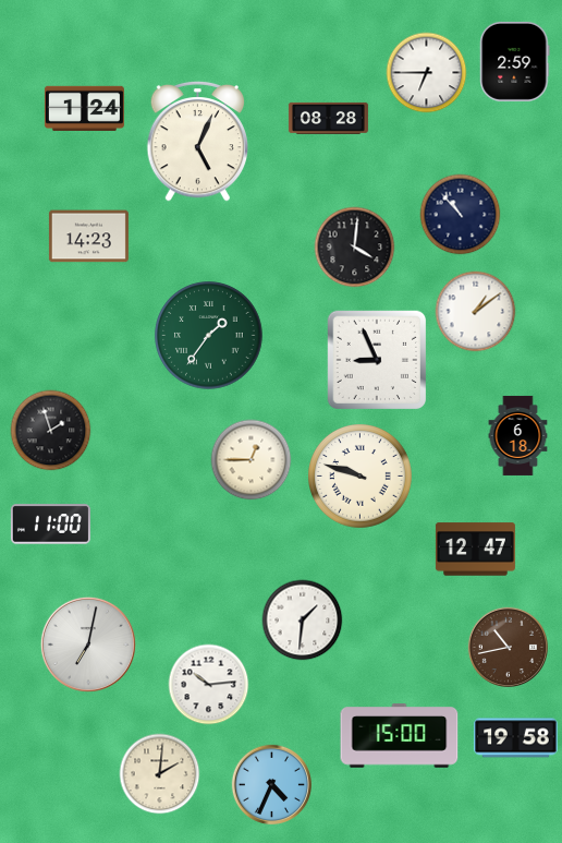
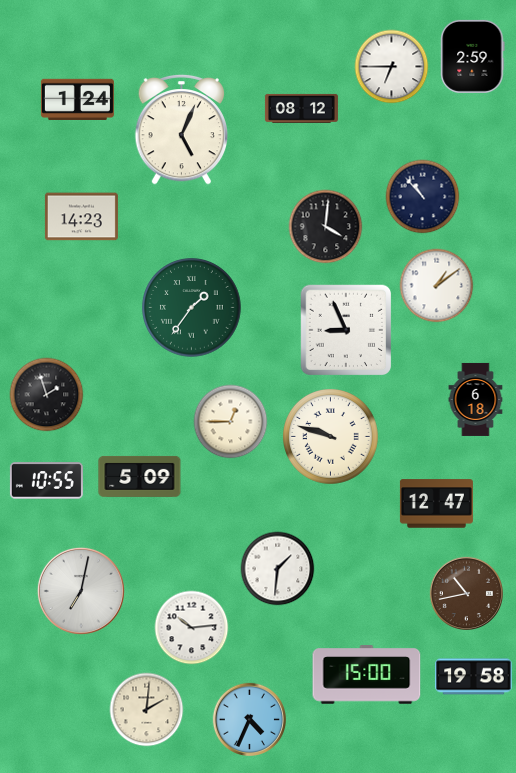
clock at (328, 118): 08:28 -> 08:12
clock at (140, 476): none -> 5:09
clock at (50, 525): 11:00 -> 10:55
